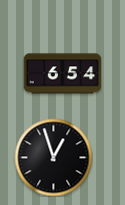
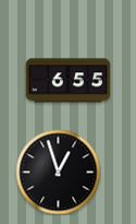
clock at (62, 74): 6:54 -> 6:55
